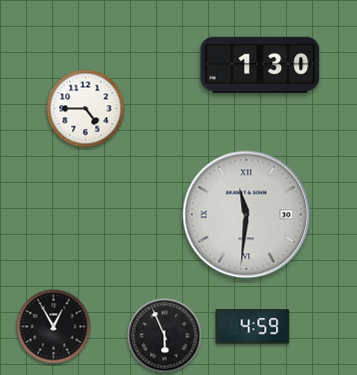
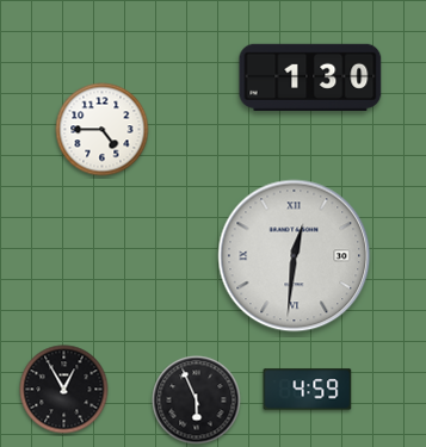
clock at (247, 215): 11:31 -> 12:31
clock at (253, 327) position: (253, 327) -> (308, 390)
